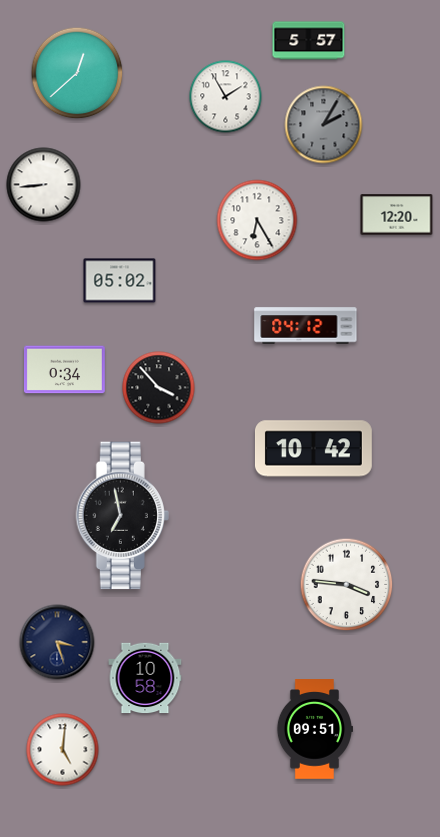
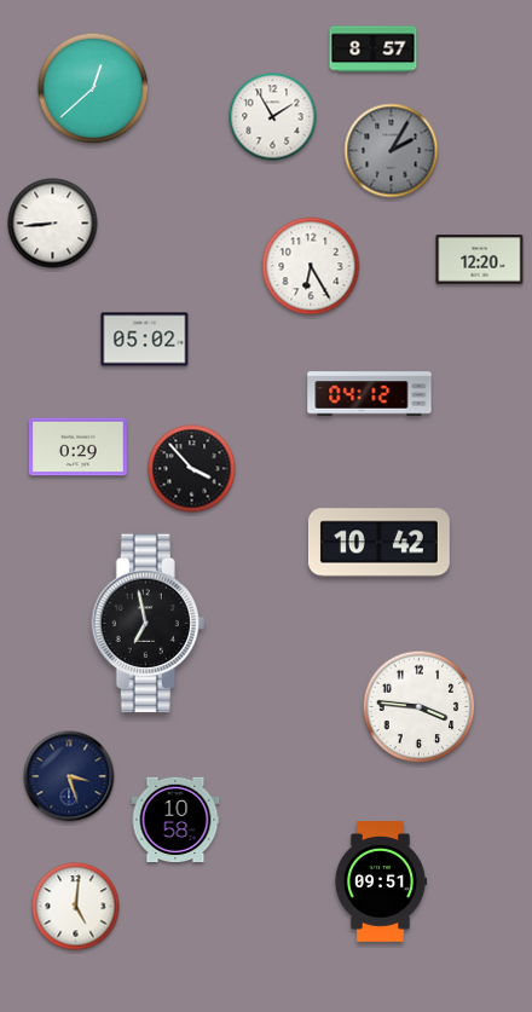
clock at (309, 41): 5:57 -> 8:57
clock at (64, 370): 0:34 -> 0:29
